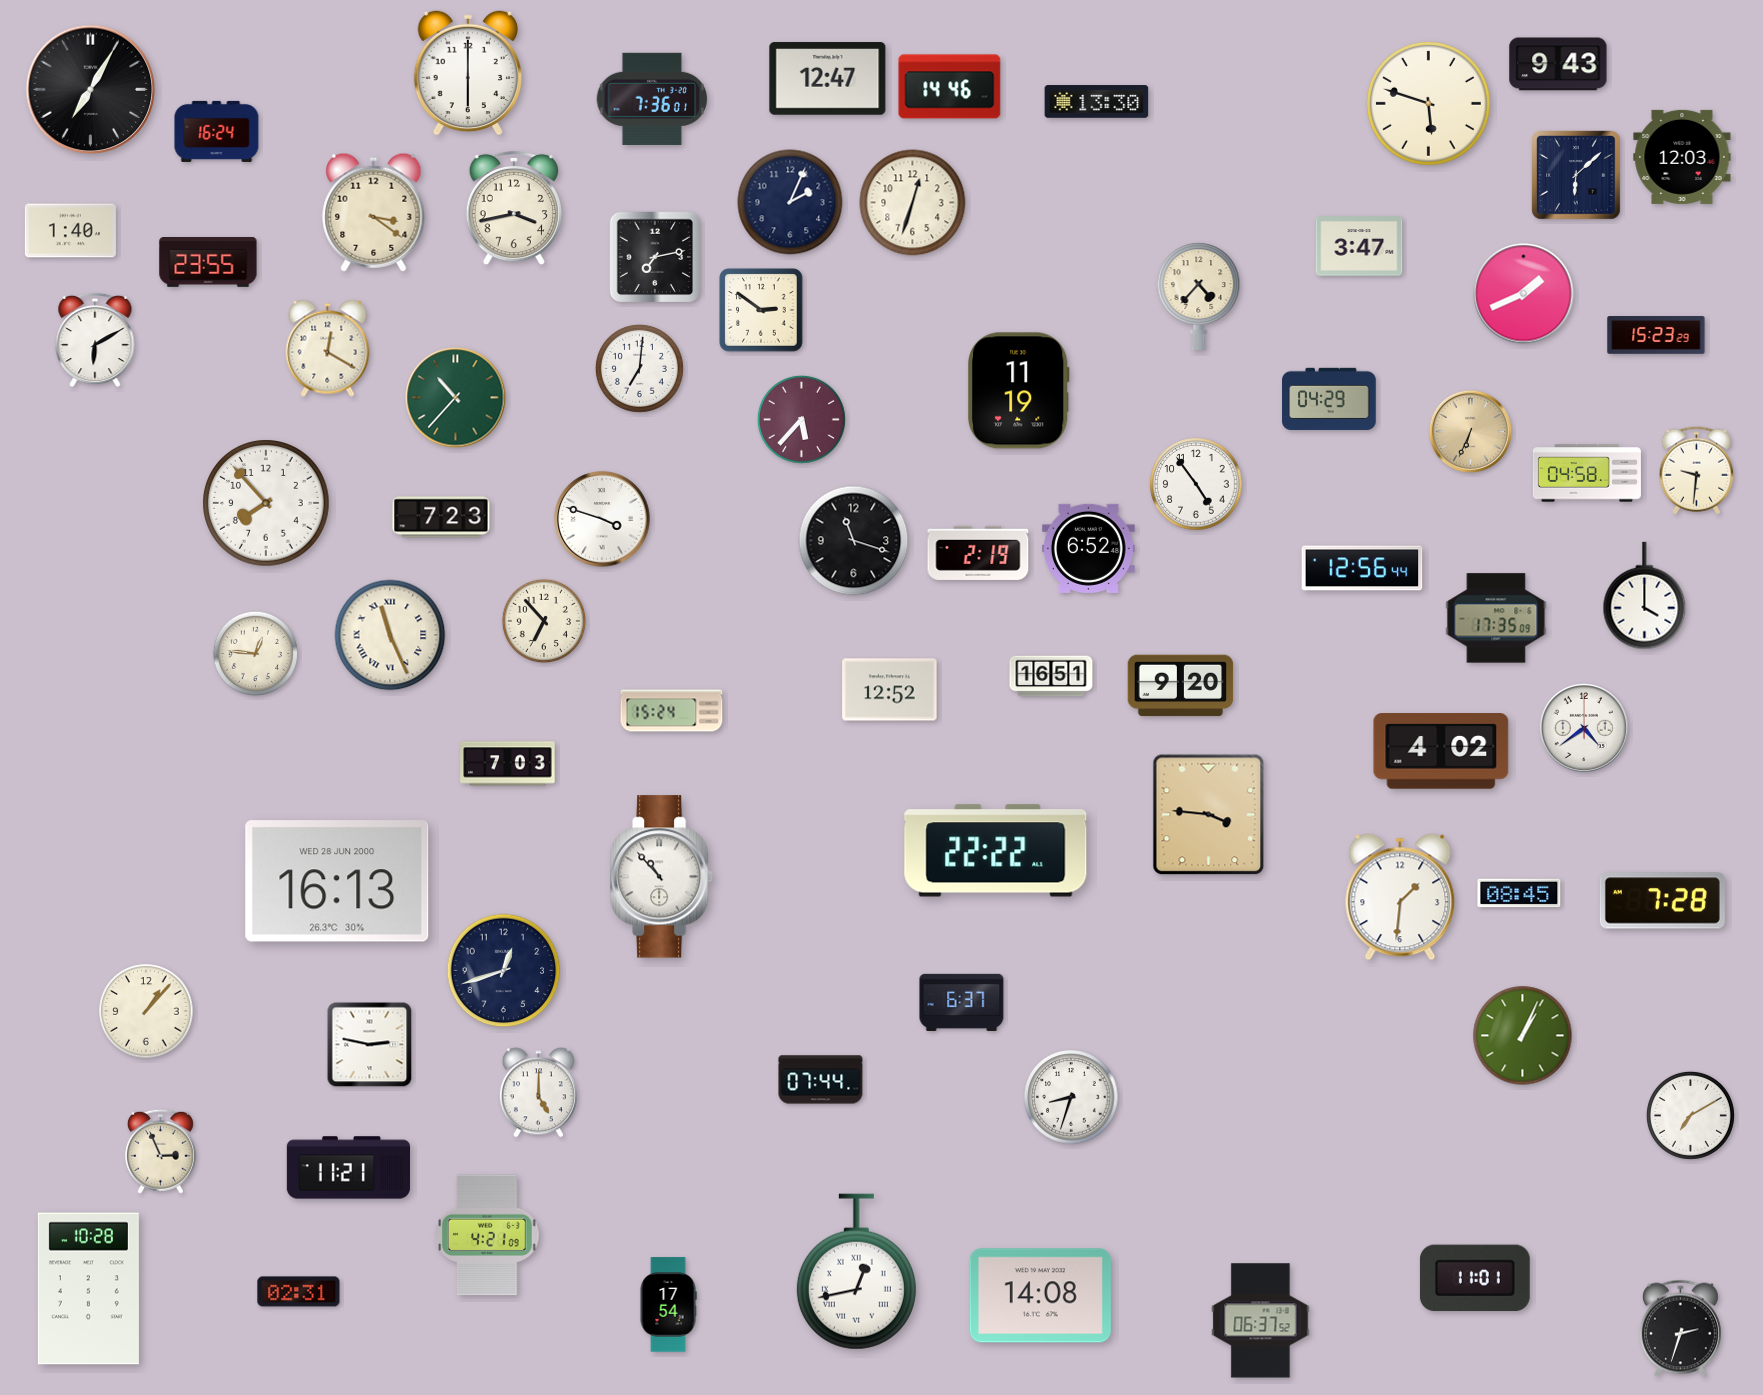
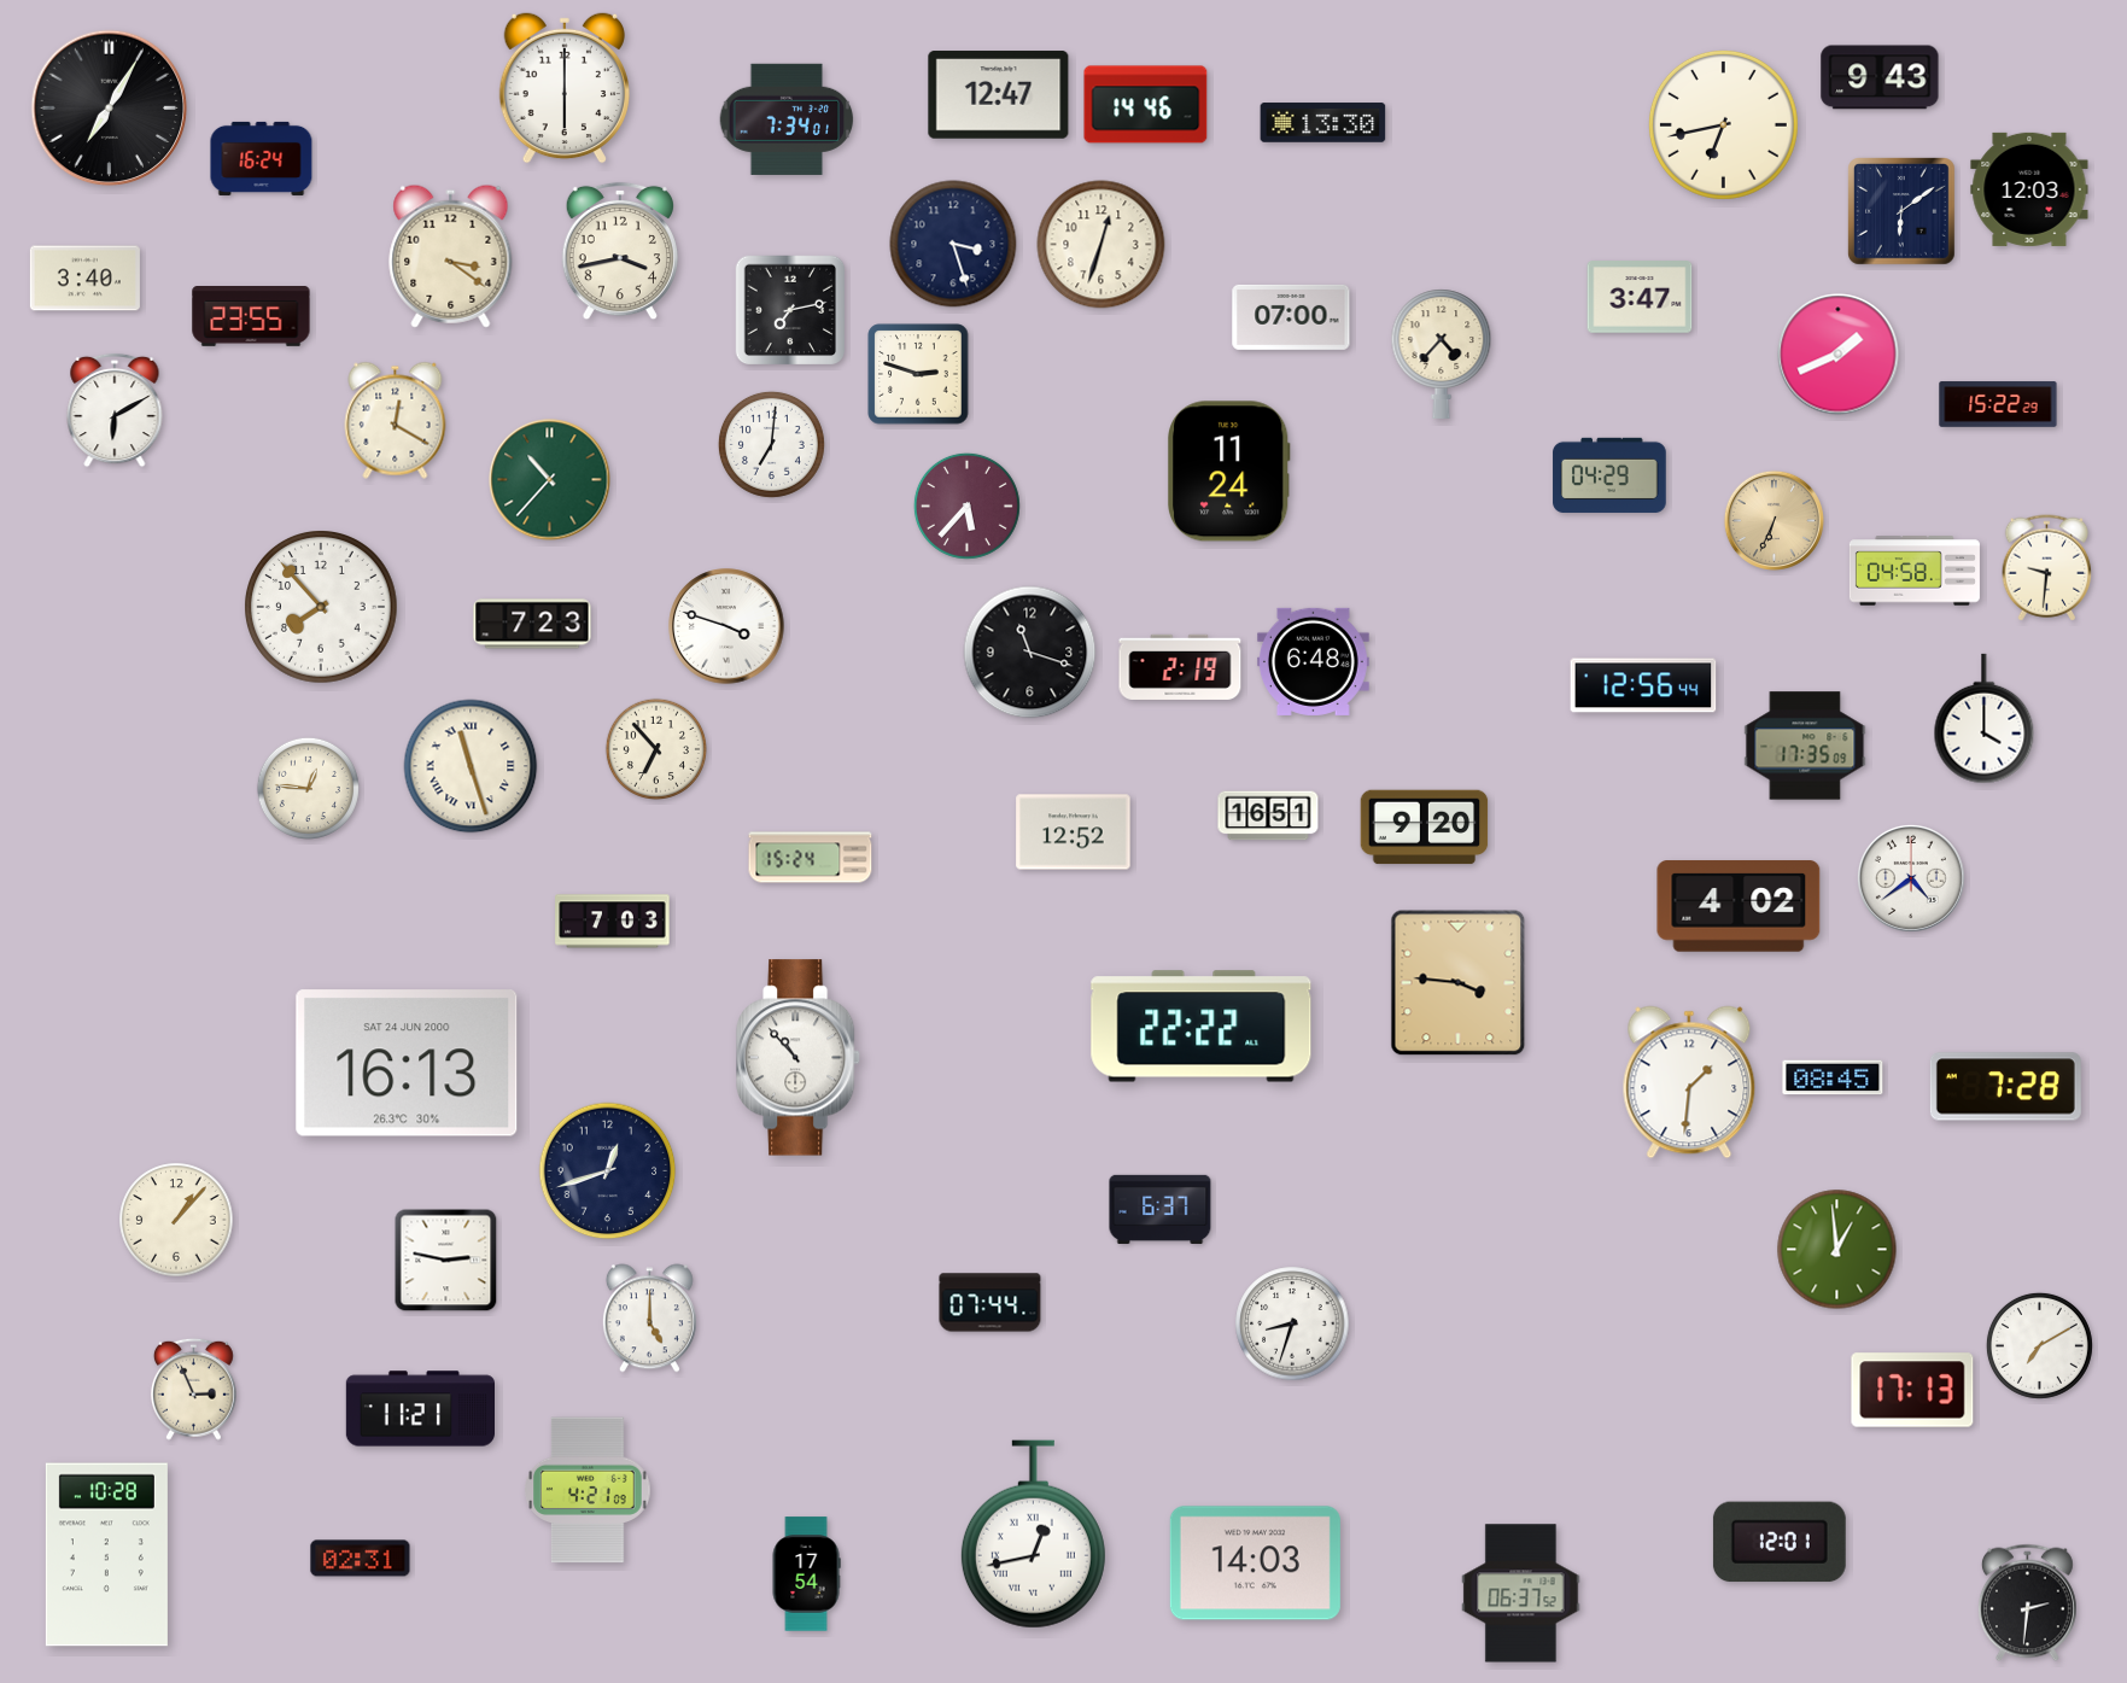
clock at (652, 99): 7:36 -> 7:34
clock at (1428, 103): 5:48 -> 6:43
clock at (1577, 176): 6:08 -> 6:09
clock at (790, 202): 2:04 -> 3:27
clock at (70, 231): 1:40 -> 3:40
clock at (1291, 317): none -> 07:00
clock at (1199, 296) position: (1199, 296) -> (1442, 353)
clock at (761, 310): 2:51 -> 2:48
clock at (1656, 335): 15:23 -> 15:22
clock at (1019, 391): 11:19 -> 11:24
clock at (1329, 398) position: (1329, 398) -> (1609, 474)
clock at (1196, 484): 4:54 -> none
clock at (1088, 548): 6:52 -> 6:48
clock at (390, 635): 11:26 -> 11:27
clock at (337, 881) date: WED 28 JUN 2000 -> SAT 24 JUN 2000
clock at (1523, 1036): 1:04 -> 12:59
clock at (1912, 1390): none -> 17:13
clock at (1475, 1278): 11:01 -> 12:01
clock at (1040, 1296): 14:08 -> 14:03
clock at (1680, 1329): 2:33 -> 2:31
